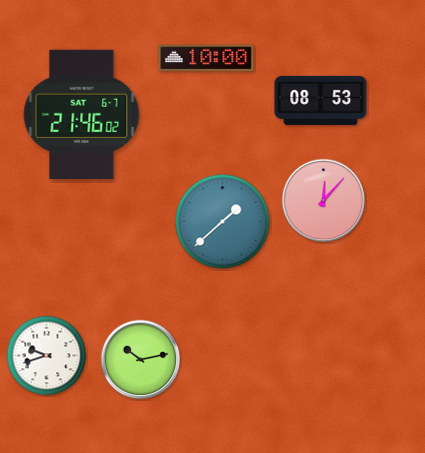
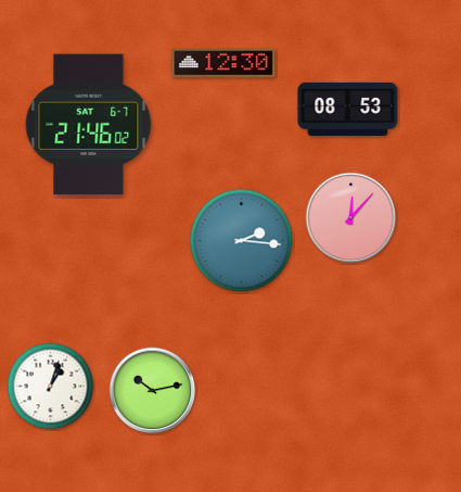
clock at (206, 58): 10:00 -> 12:30
clock at (223, 222): 1:38 -> 2:16
clock at (47, 356): 9:42 -> 1:03
